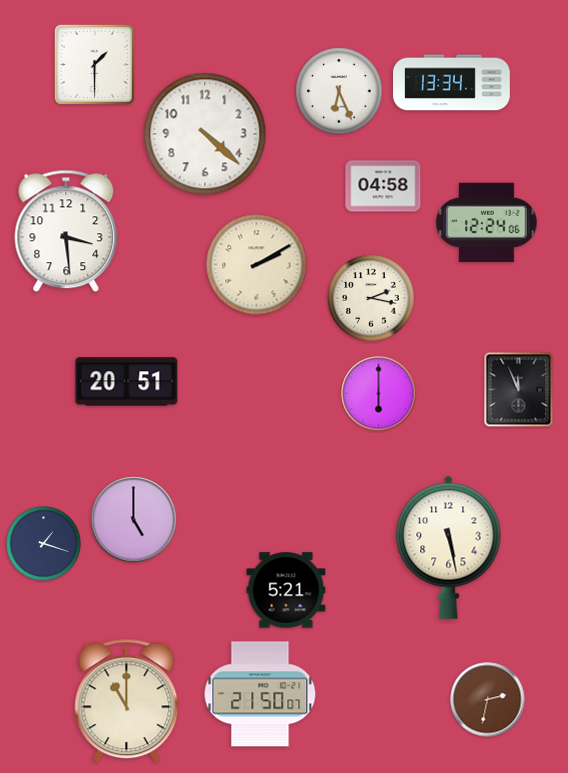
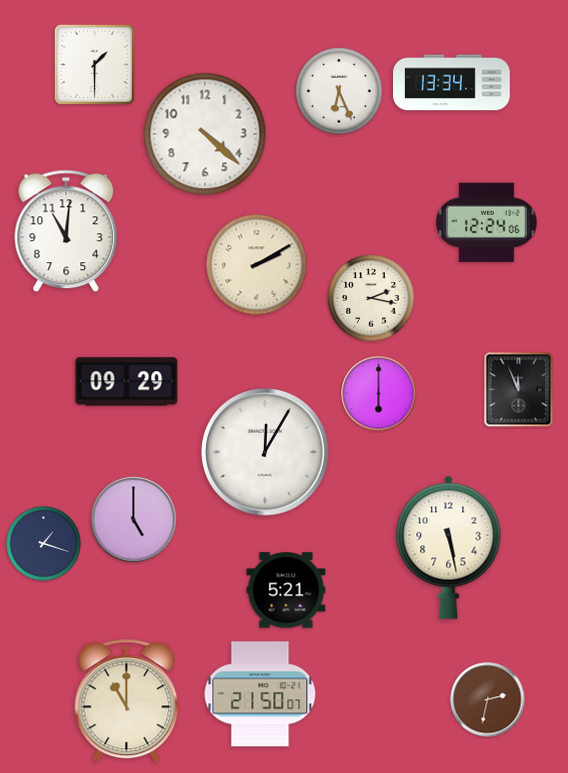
clock at (383, 186): 04:58 -> none
clock at (66, 231): 3:29 -> 11:01
clock at (127, 382): 20:51 -> 09:29
clock at (266, 453): none -> 12:05
